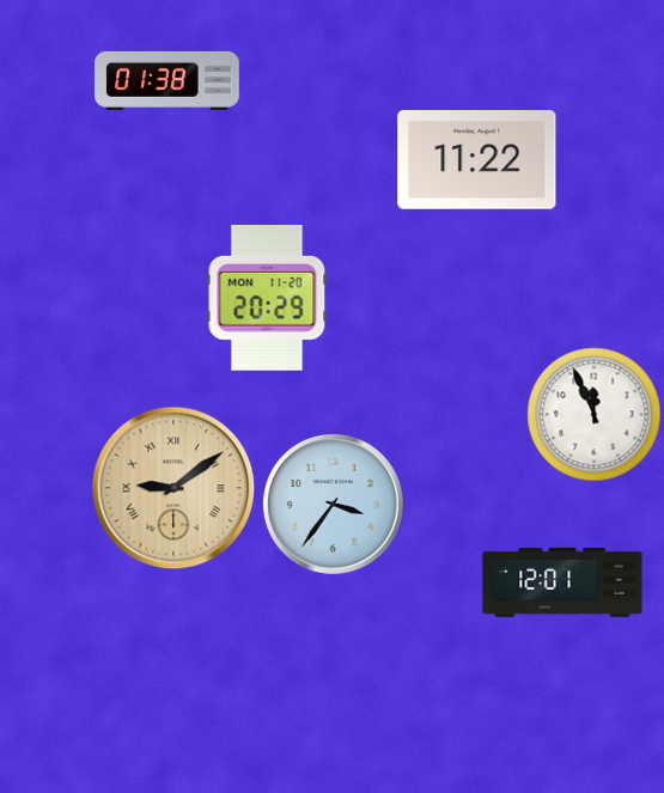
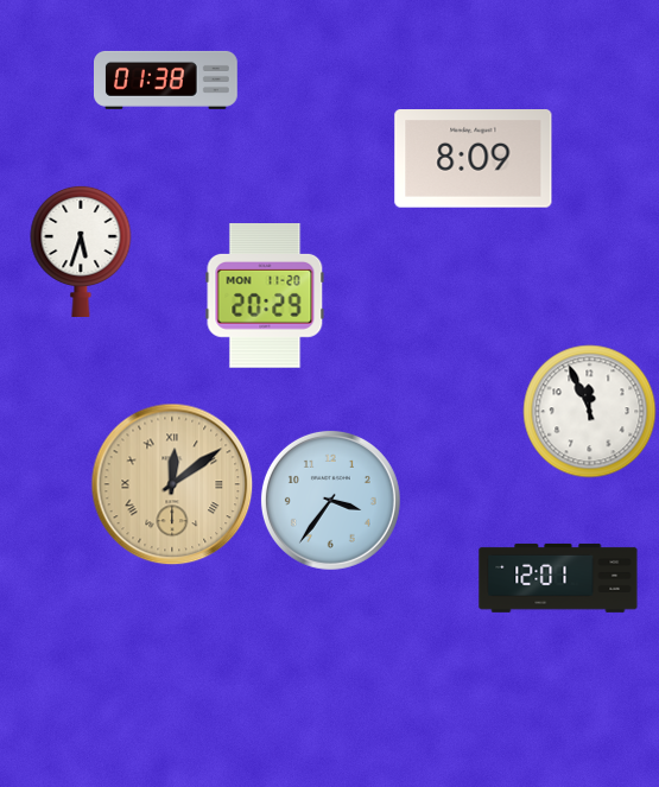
clock at (477, 160): 11:22 -> 8:09
clock at (81, 250): none -> 5:33
clock at (173, 488): 9:09 -> 12:09
